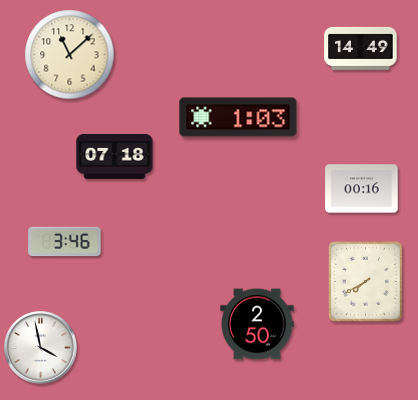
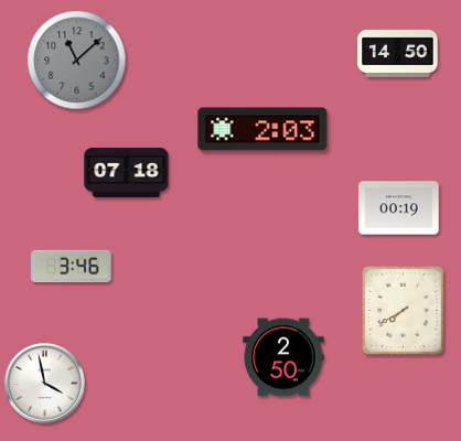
clock at (361, 48): 14:49 -> 14:50
clock at (70, 55) dial: cream -> grey
clock at (238, 117): 1:03 -> 2:03
clock at (362, 189): 00:16 -> 00:19
